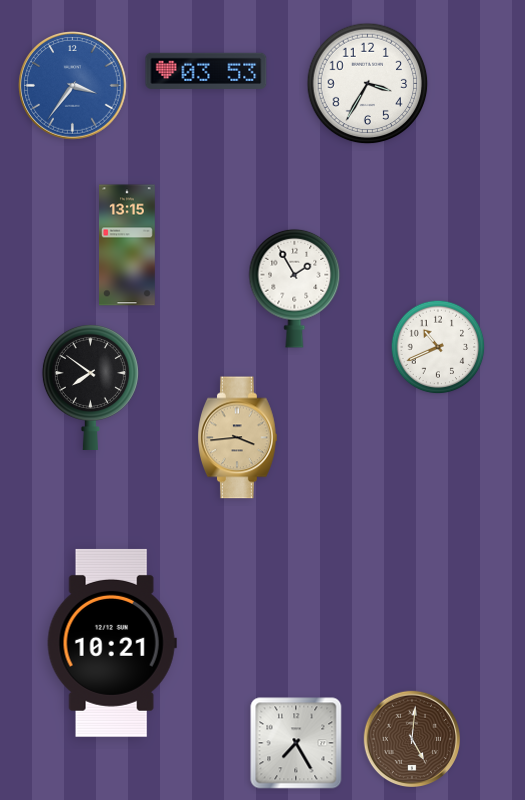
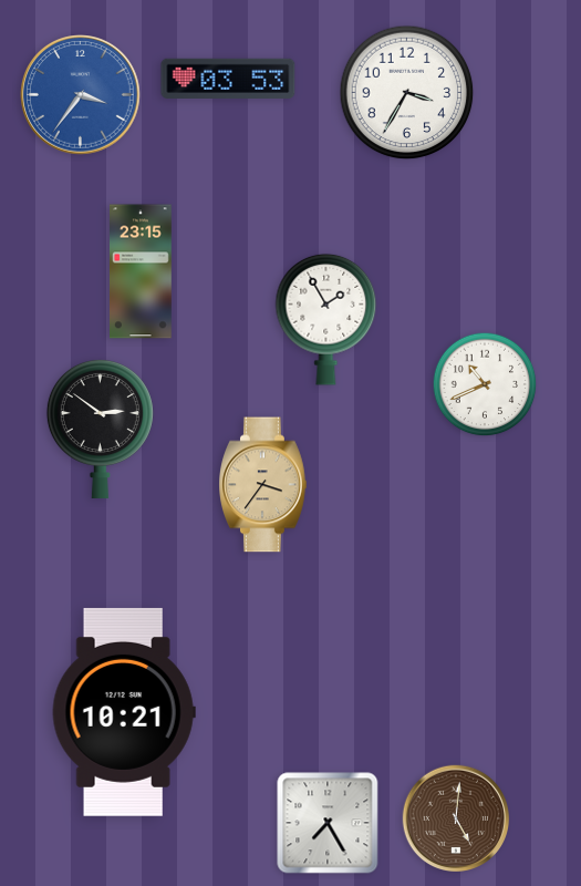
clock at (128, 245): 13:15 -> 23:15
clock at (90, 387): 7:51 -> 2:51
clock at (238, 438): 3:44 -> 3:36
